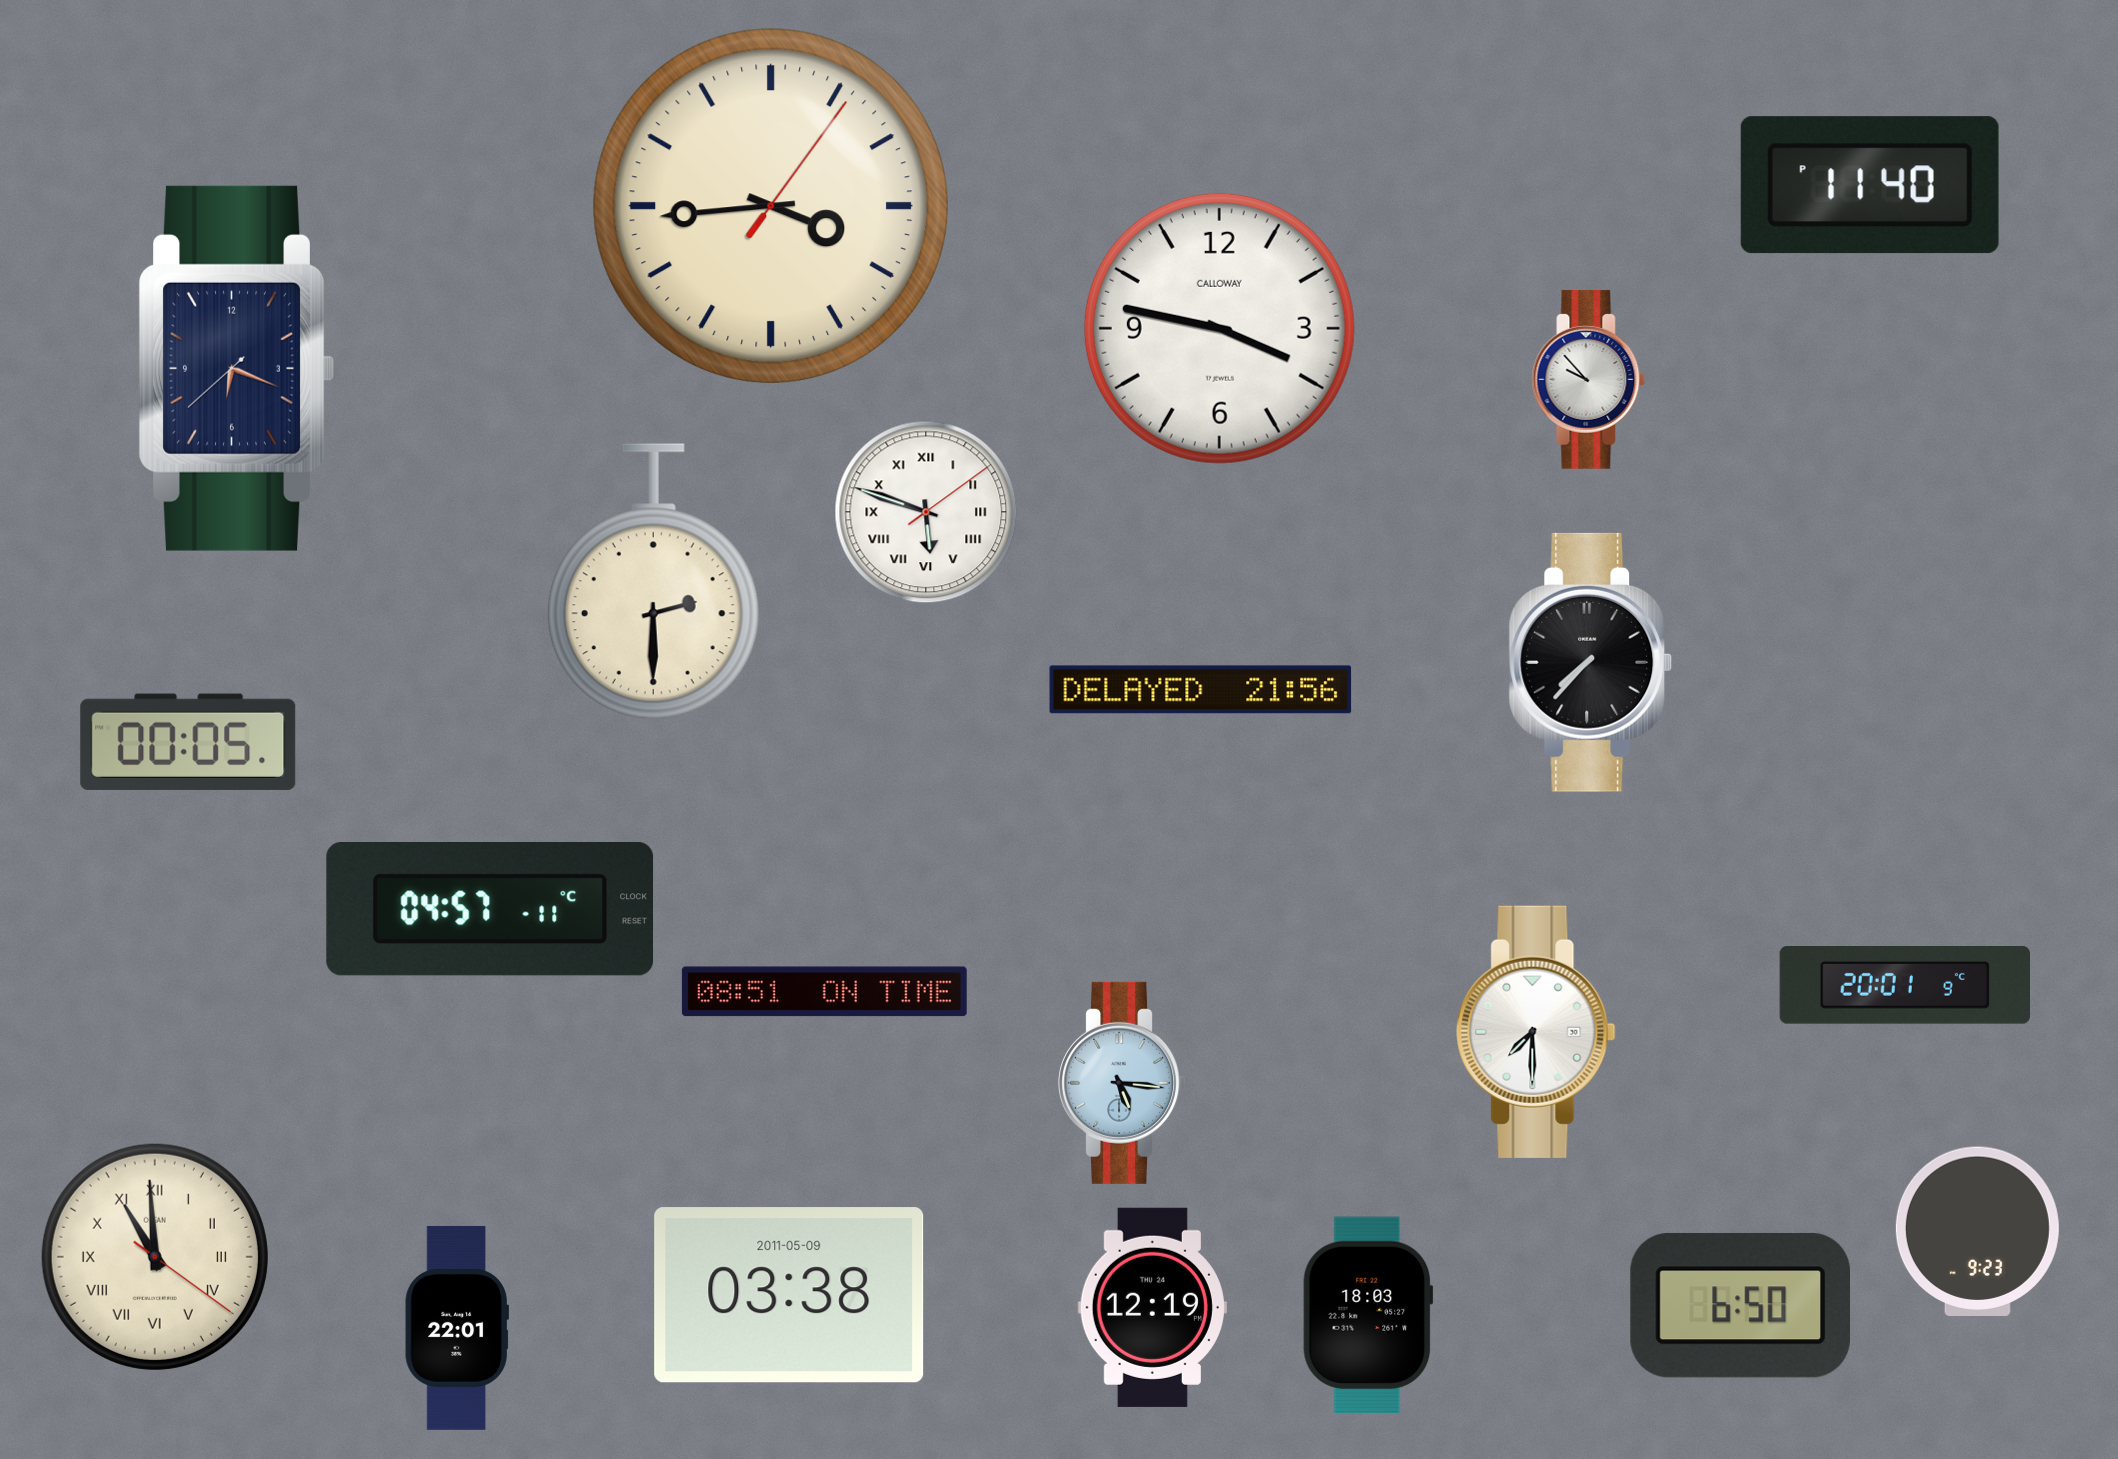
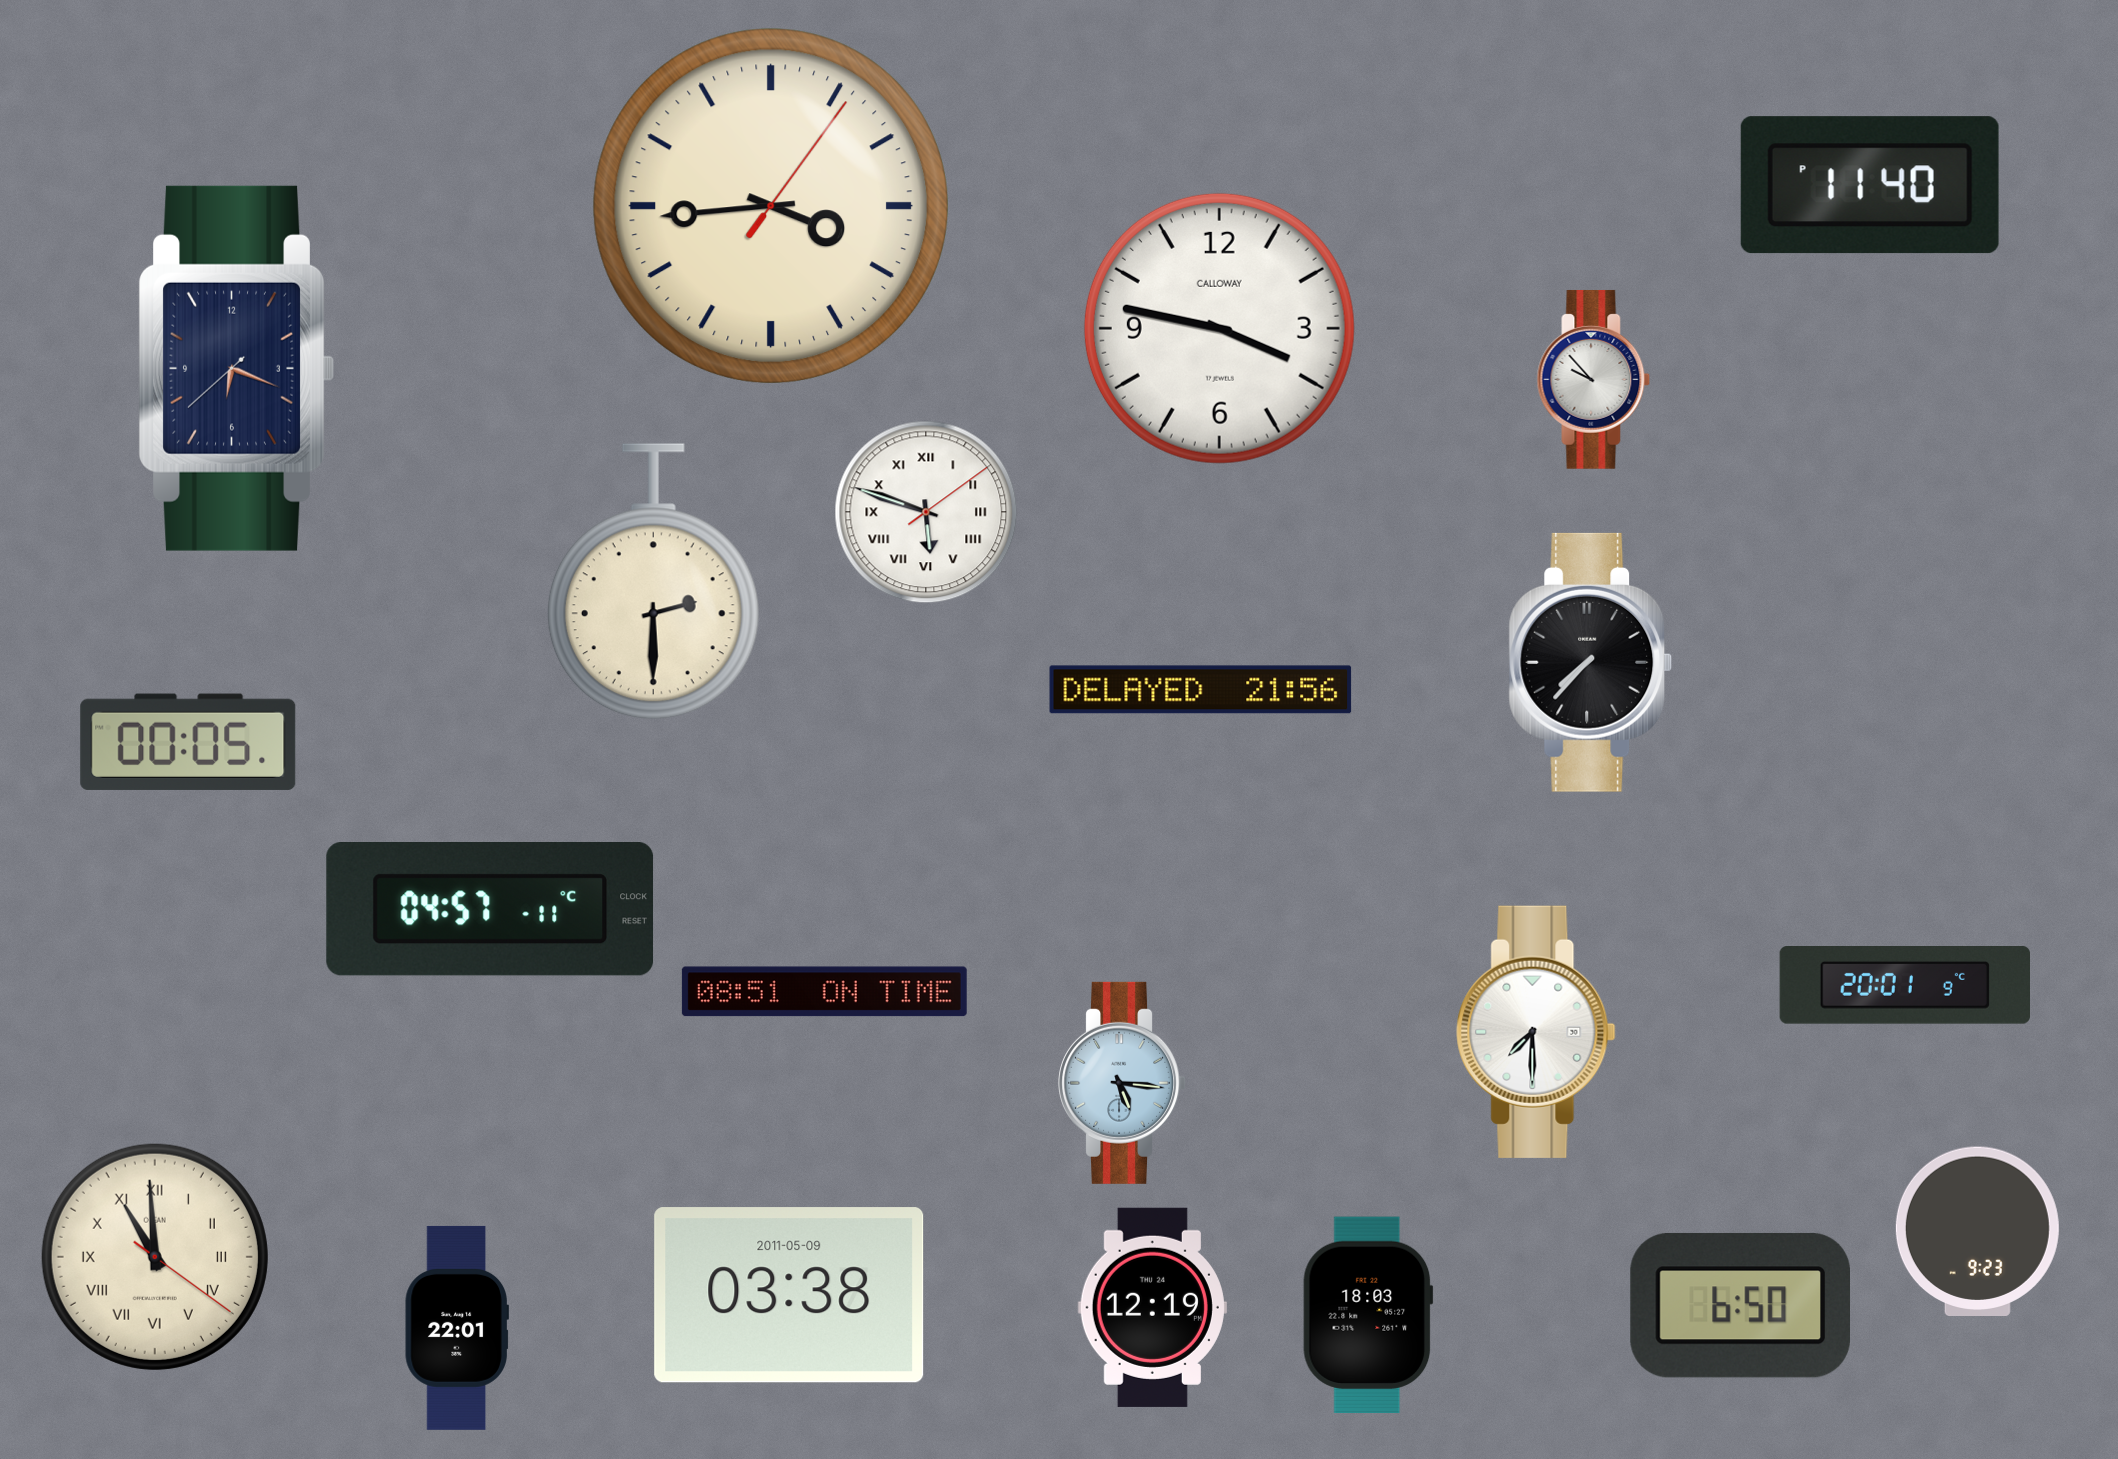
clock at (1589, 379) position: (1589, 379) -> (1594, 379)
